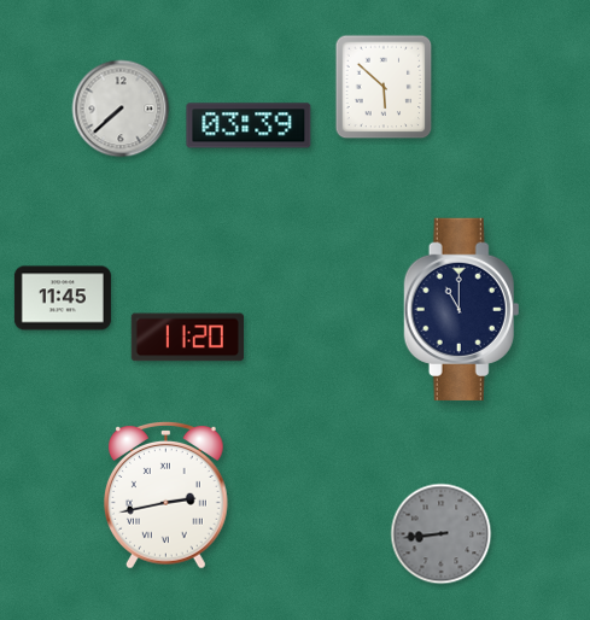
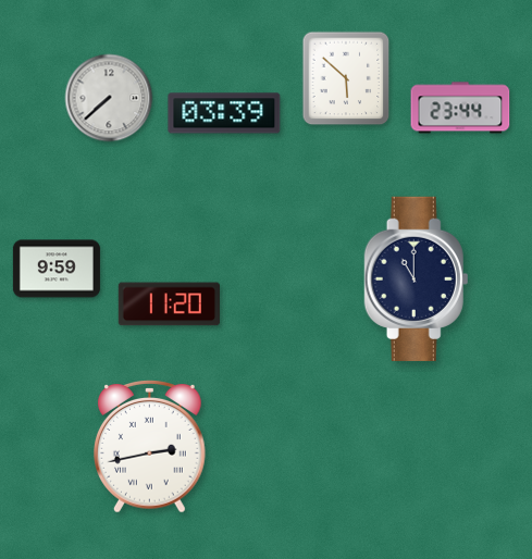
clock at (460, 108): none -> 23:44
clock at (63, 298): 11:45 -> 9:59
clock at (442, 534): 8:44 -> none
